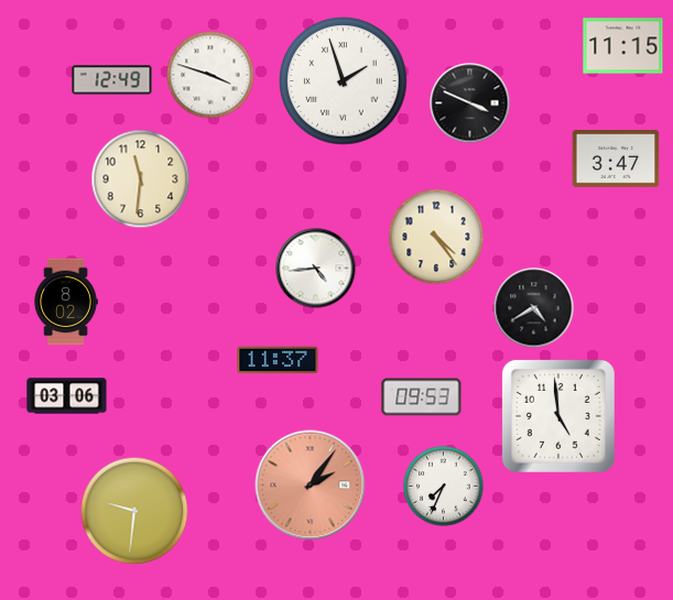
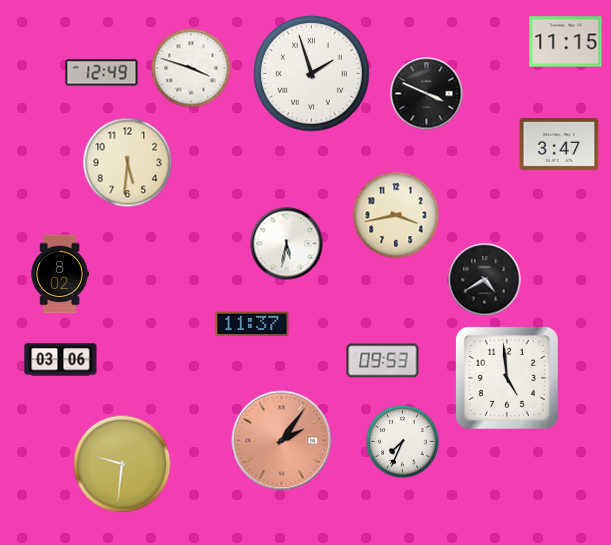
clock at (141, 179): 11:31 -> 5:31
clock at (436, 237): 4:24 -> 3:43
clock at (316, 269): 4:44 -> 5:32
clock at (278, 360) position: (278, 360) -> (252, 324)
